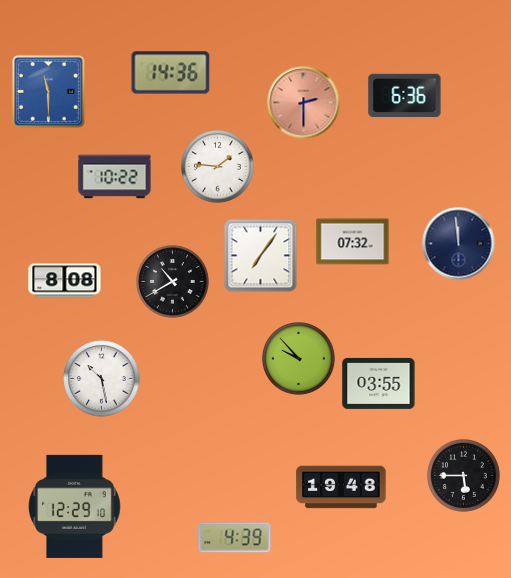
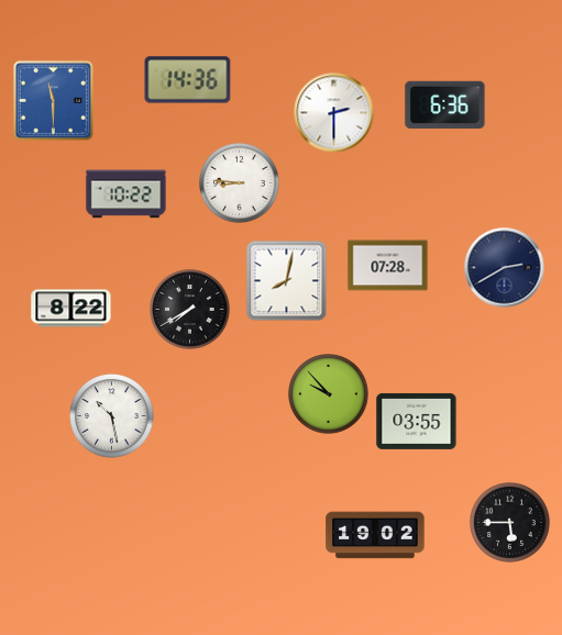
clock at (304, 103) dial: salmon -> white
clock at (218, 167): 1:46 -> 8:46
clock at (353, 242): 07:32 -> 07:28
clock at (459, 244): 11:59 -> 2:40
clock at (261, 256): 7:06 -> 8:02
clock at (65, 281): 8:08 -> 8:22
clock at (173, 282): 10:40 -> 7:40
clock at (341, 487): 19:48 -> 19:02
clock at (75, 506): 12:29 -> none
clock at (235, 538): 4:39 -> none
